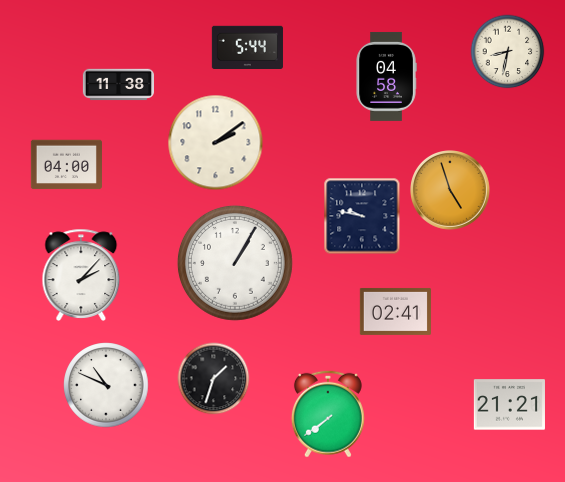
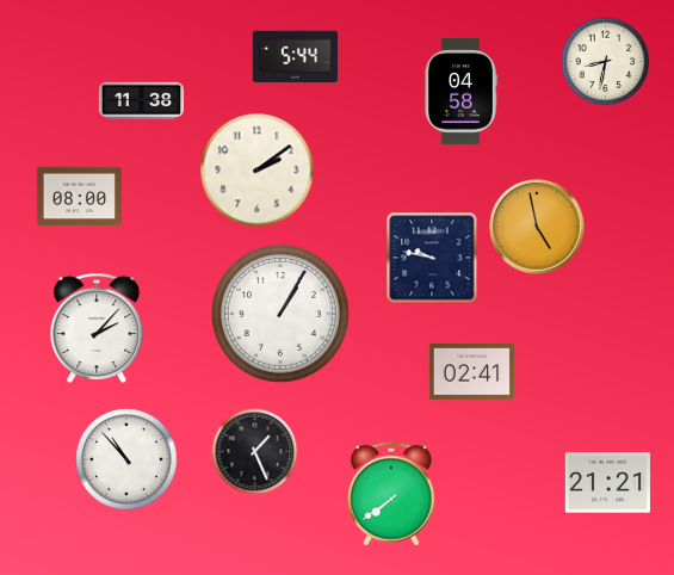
clock at (66, 165): 04:00 -> 08:00
clock at (451, 191): 4:57 -> 4:58
clock at (214, 379): 1:33 -> 1:26
clock at (106, 385): 10:49 -> 10:53
